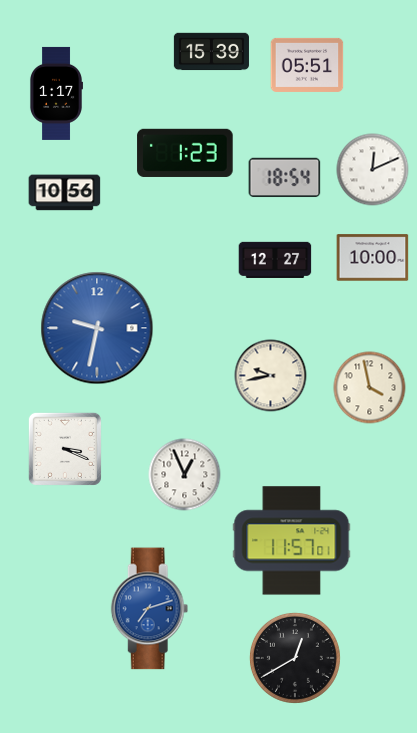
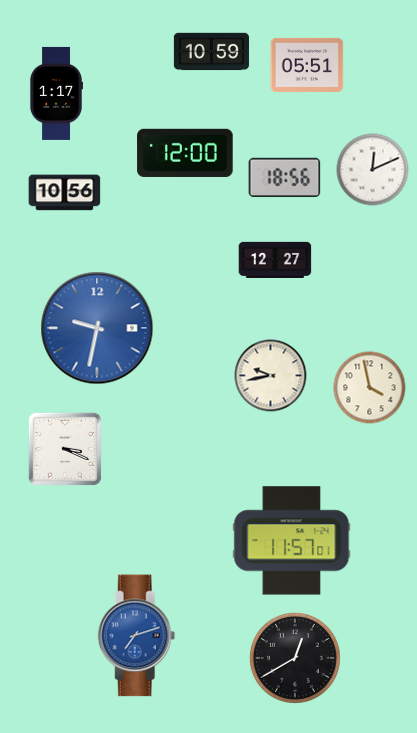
clock at (211, 52): 15:39 -> 10:59
clock at (185, 153): 1:23 -> 12:00
clock at (285, 178): 18:54 -> 18:56
clock at (373, 258): 10:00 -> none
clock at (185, 475): 12:56 -> none
clock at (150, 609) position: (150, 609) -> (137, 636)
